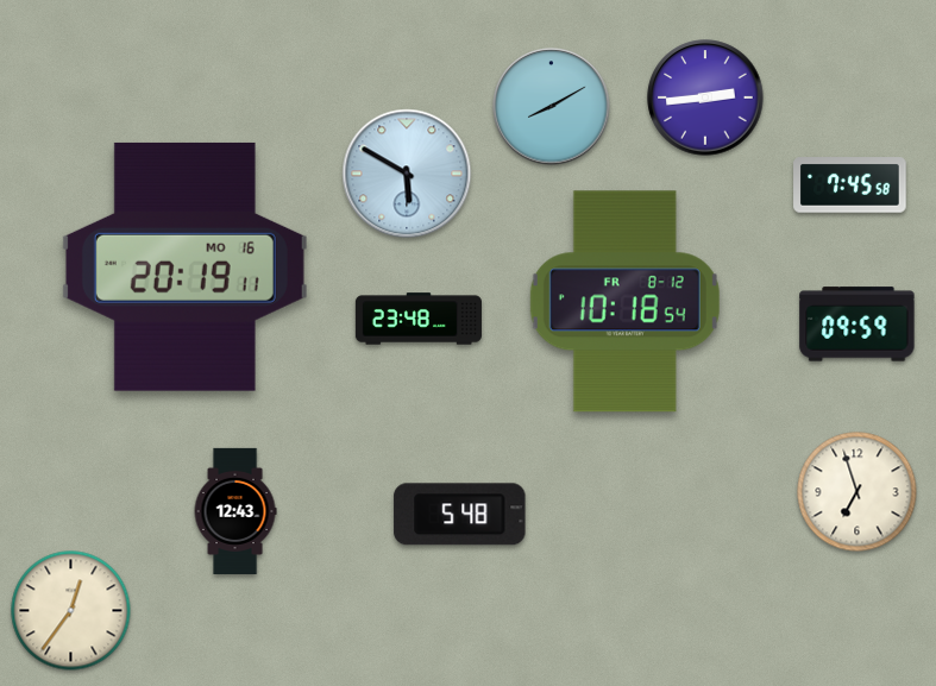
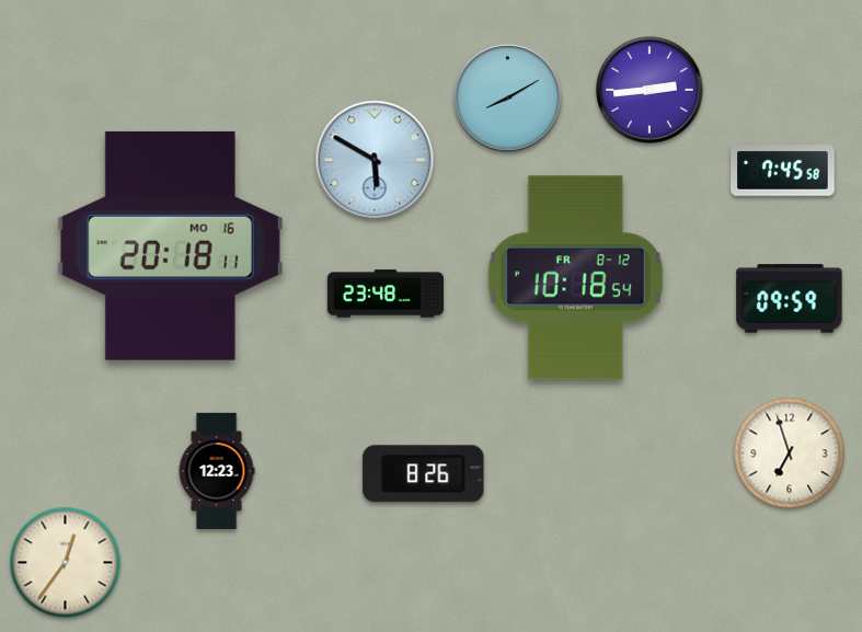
clock at (184, 266): 20:19 -> 20:18
clock at (235, 511): 12:43 -> 12:23
clock at (460, 515): 5:48 -> 8:26
